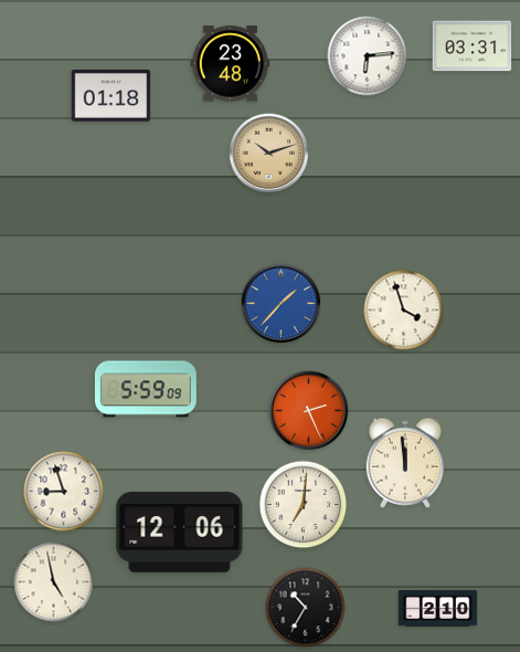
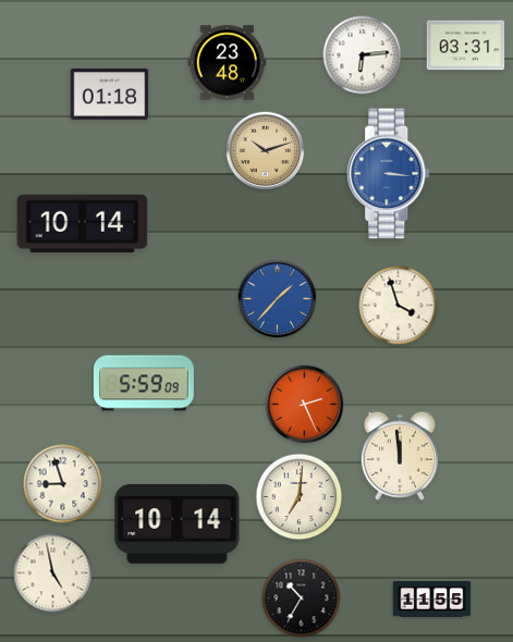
clock at (389, 174): none -> 3:16
clock at (83, 224): none -> 10:14
clock at (180, 532): 12:06 -> 10:14
clock at (438, 609): 2:10 -> 11:55
